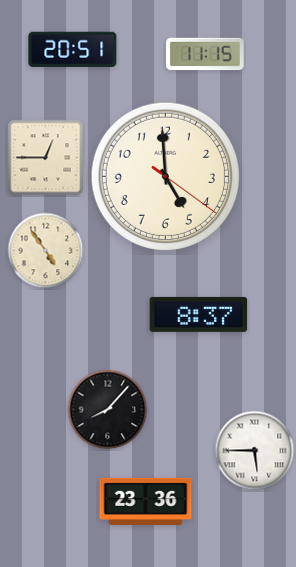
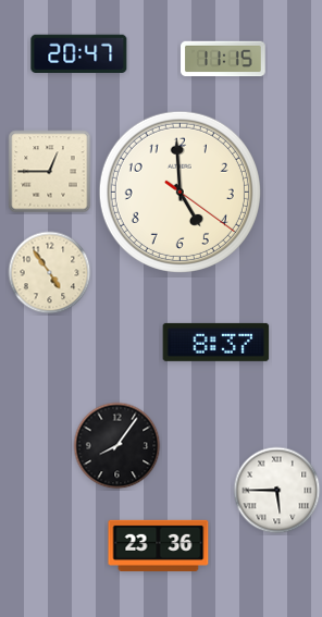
clock at (73, 49): 20:51 -> 20:47
clock at (108, 410): 8:07 -> 8:06
